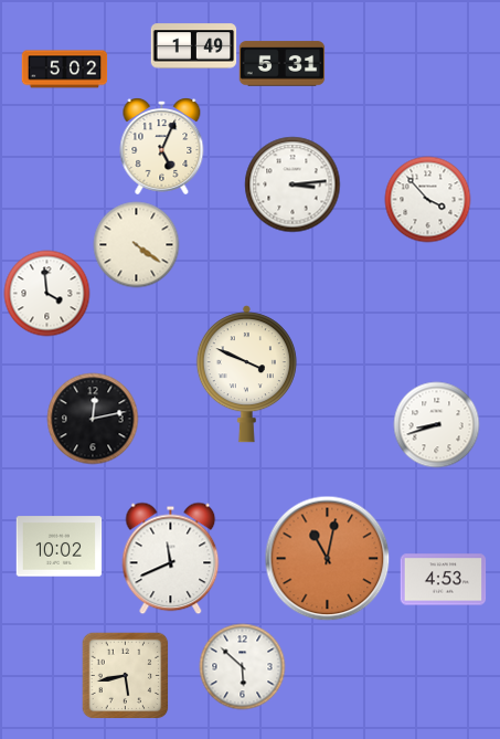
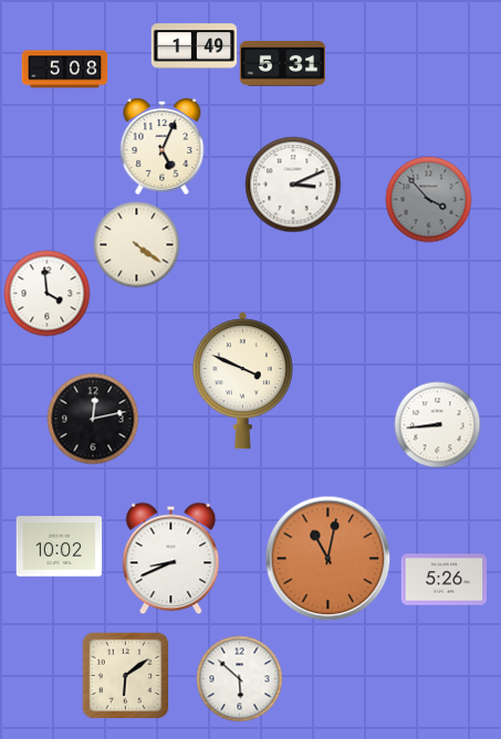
clock at (64, 70): 5:02 -> 5:08
clock at (292, 184): 3:14 -> 3:11
clock at (427, 199) dial: white -> grey
clock at (246, 374) position: (246, 374) -> (242, 381)
clock at (436, 424): 8:42 -> 8:44
clock at (171, 558): 11:41 -> 8:41
clock at (443, 580): 4:53 -> 5:26
clock at (242, 666) position: (242, 666) -> (239, 678)
clock at (125, 675): 5:43 -> 6:09
